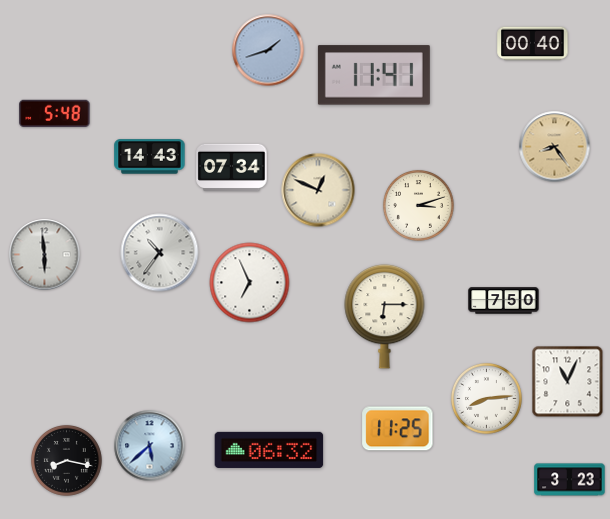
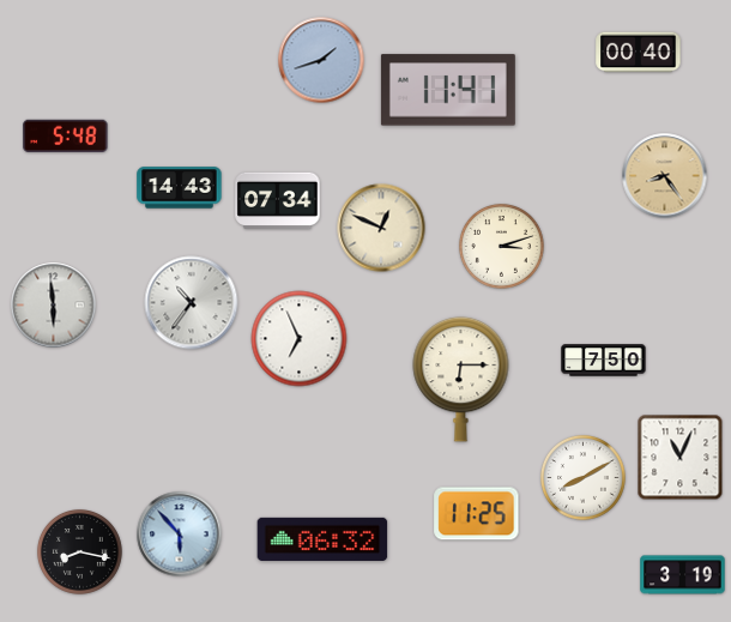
clock at (486, 398): 8:14 -> 8:10
clock at (150, 446): 5:38 -> 5:53
clock at (570, 480): 3:23 -> 3:19
